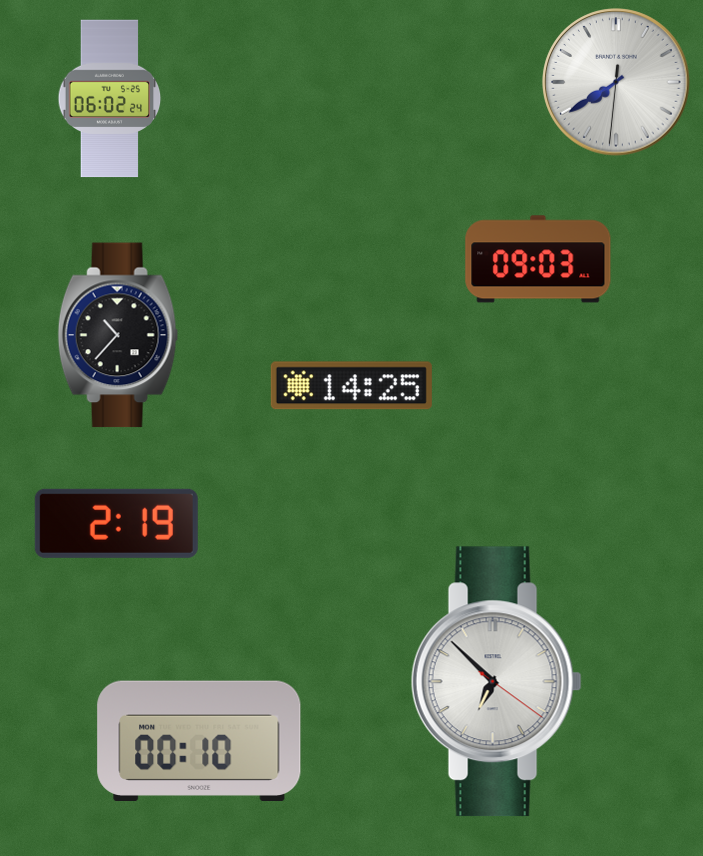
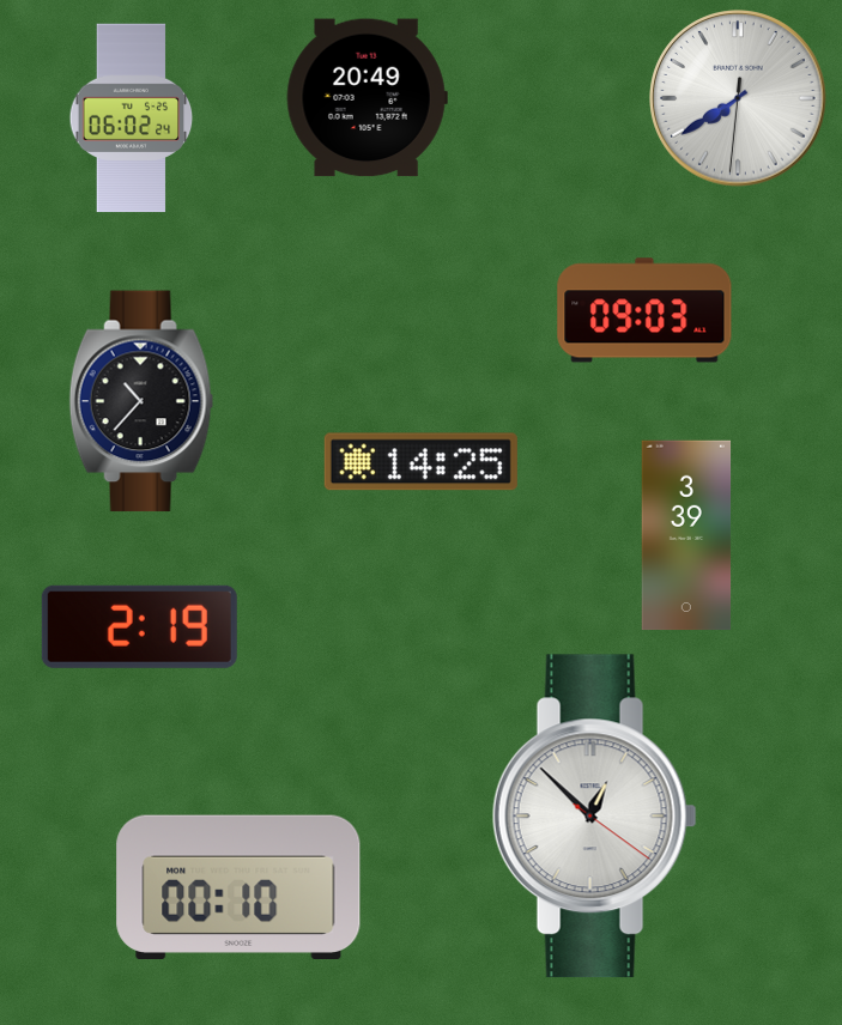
clock at (367, 98): none -> 20:49
clock at (686, 535): none -> 3:39
clock at (496, 682): 6:52 -> 12:52
